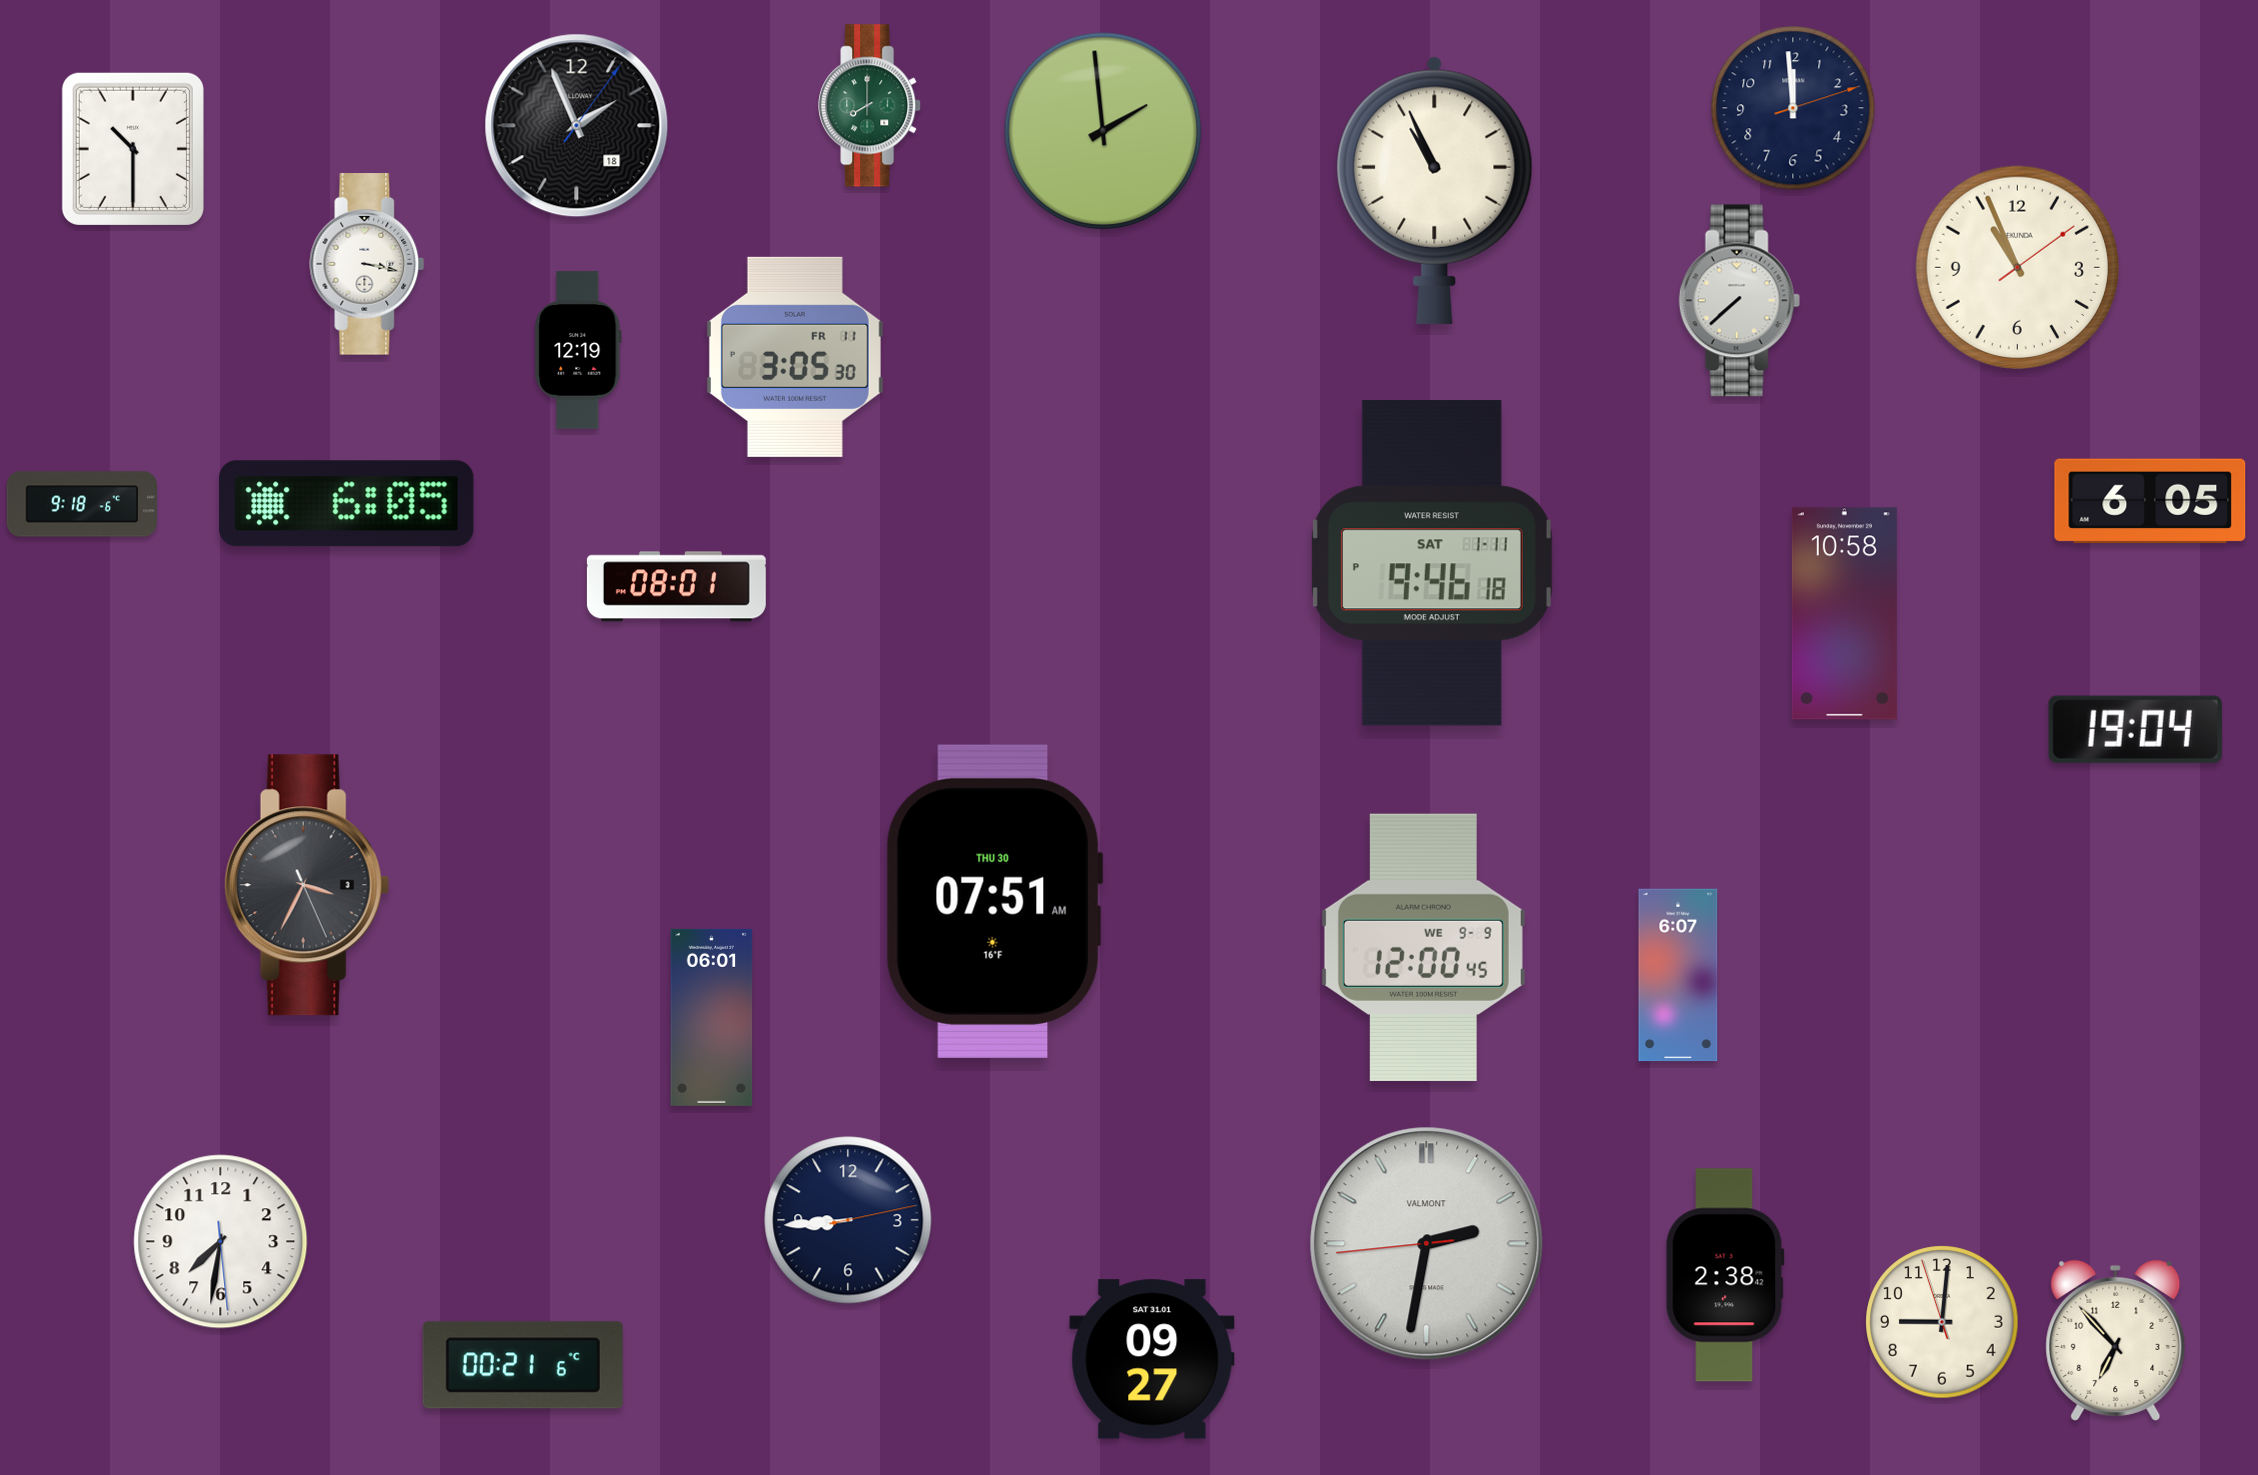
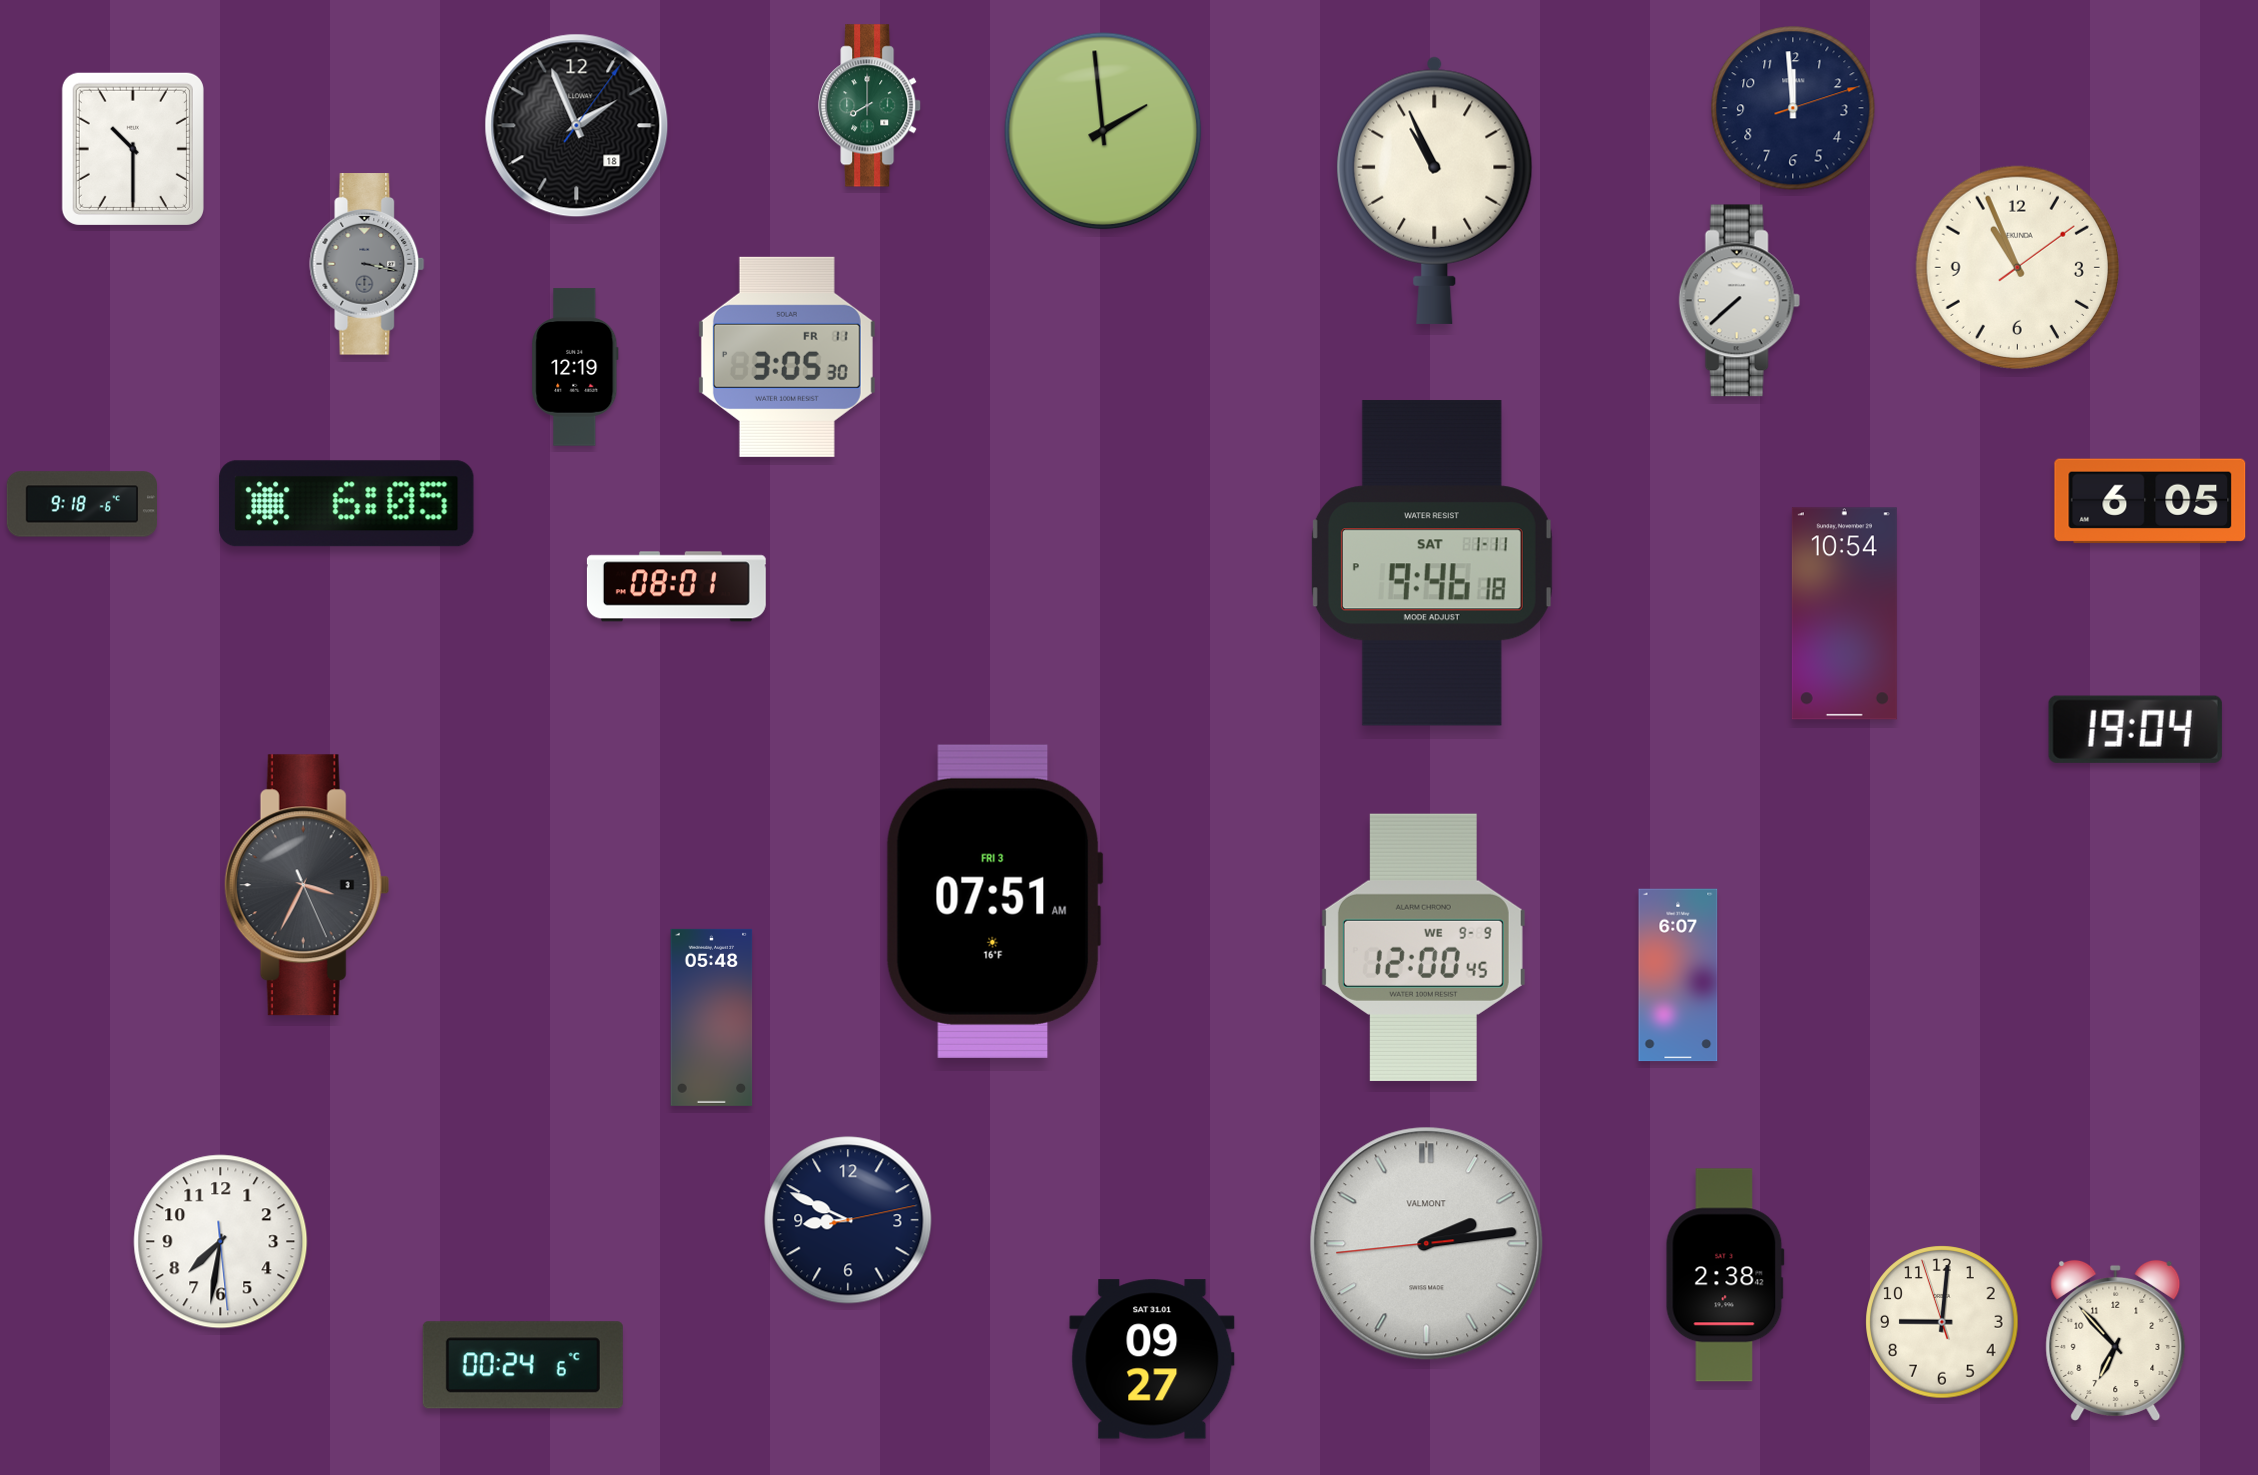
clock at (367, 264) dial: white -> grey
clock at (578, 350) position: (578, 350) -> (575, 367)
clock at (795, 357) position: (795, 357) -> (787, 357)
clock at (1844, 614): 10:58 -> 10:54
clock at (994, 901) date: THU 30 -> FRI 3
clock at (712, 1017): 06:01 -> 05:48
clock at (848, 1220): 8:44 -> 8:49
clock at (1427, 1244): 2:31 -> 2:13
clock at (523, 1365): 00:21 -> 00:24
